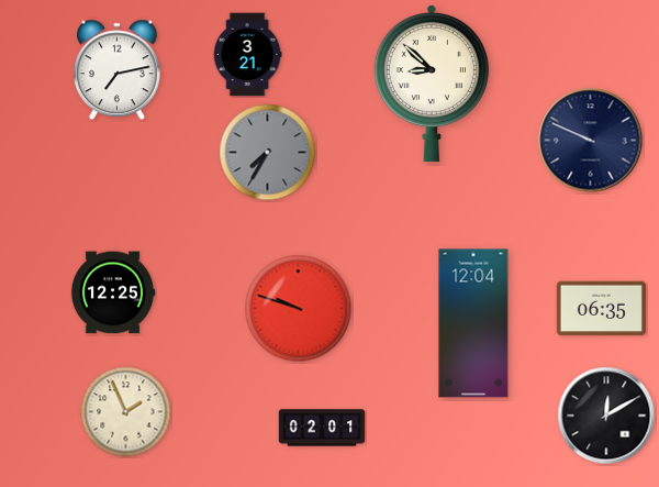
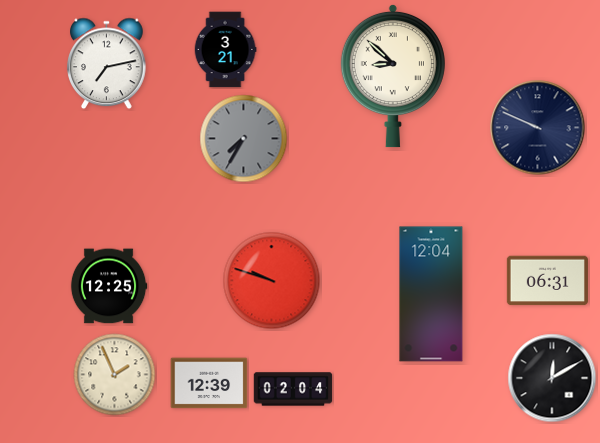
clock at (113, 292) position: (113, 292) -> (109, 286)
clock at (601, 309): 06:35 -> 06:31
clock at (209, 383): none -> 12:39
clock at (322, 428): 02:01 -> 02:04
